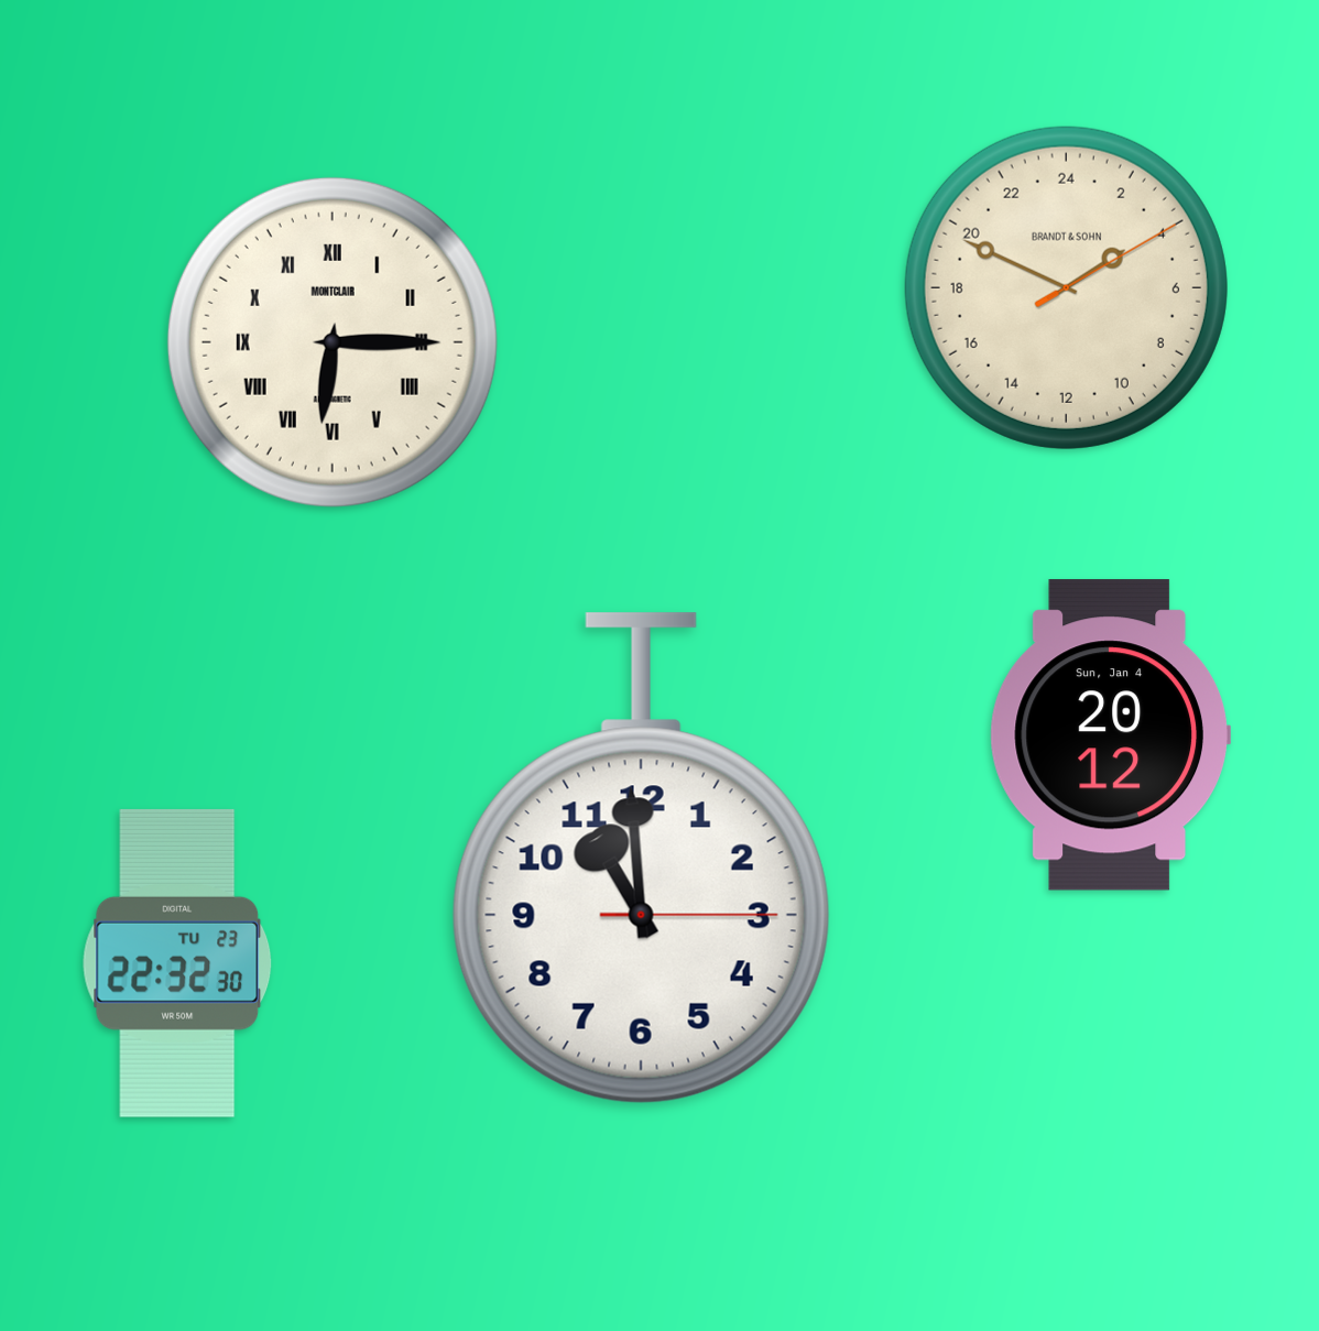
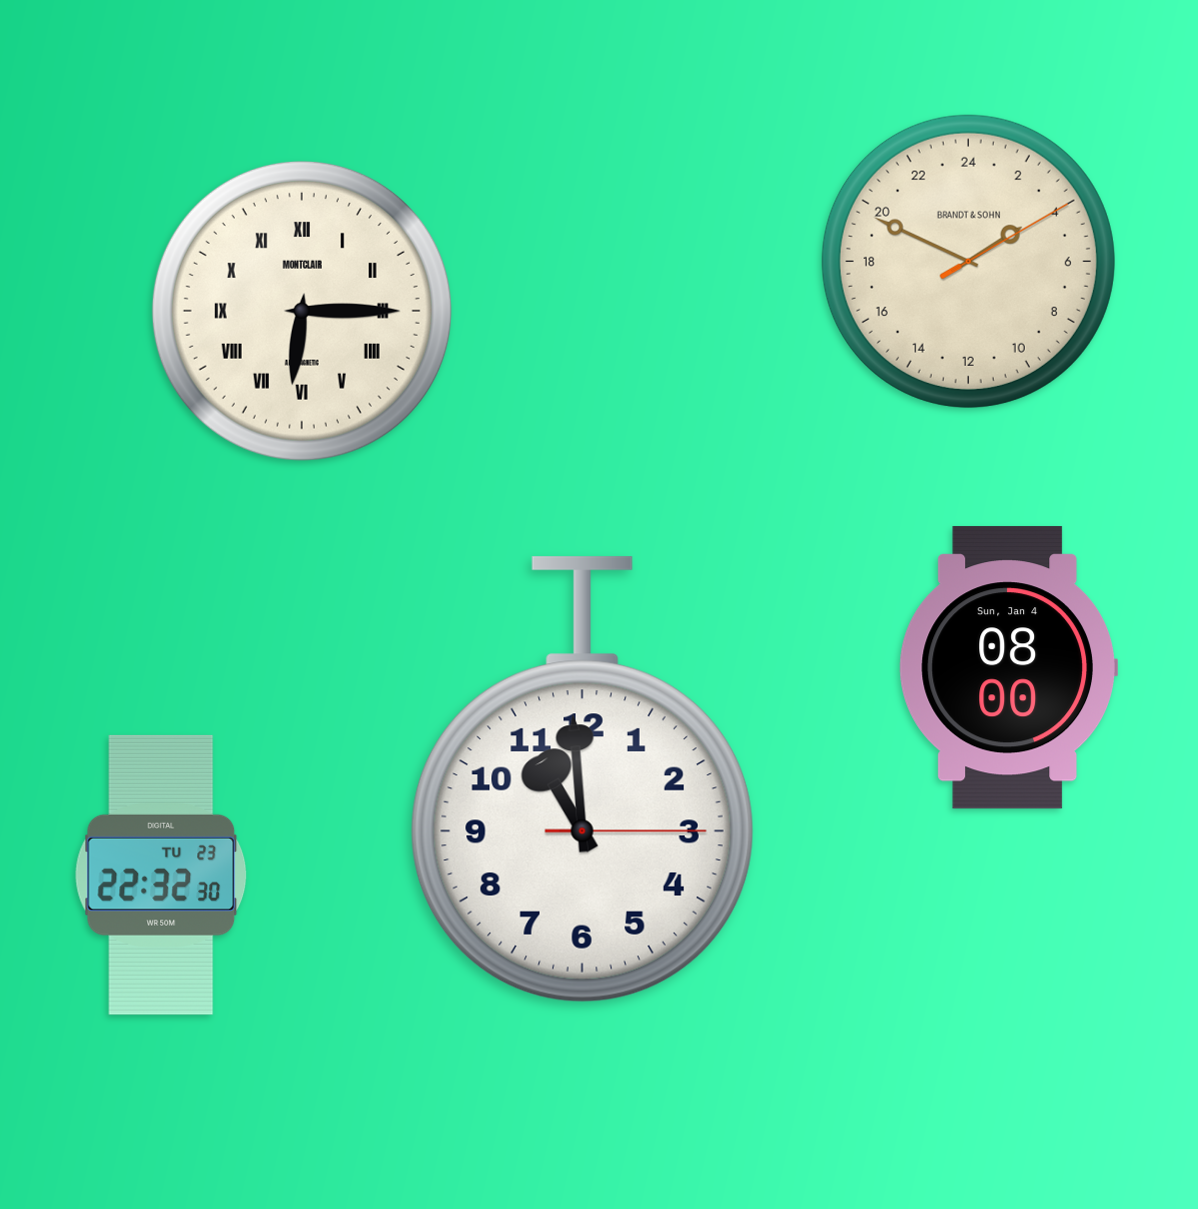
clock at (1110, 735): 20:12 -> 08:00
